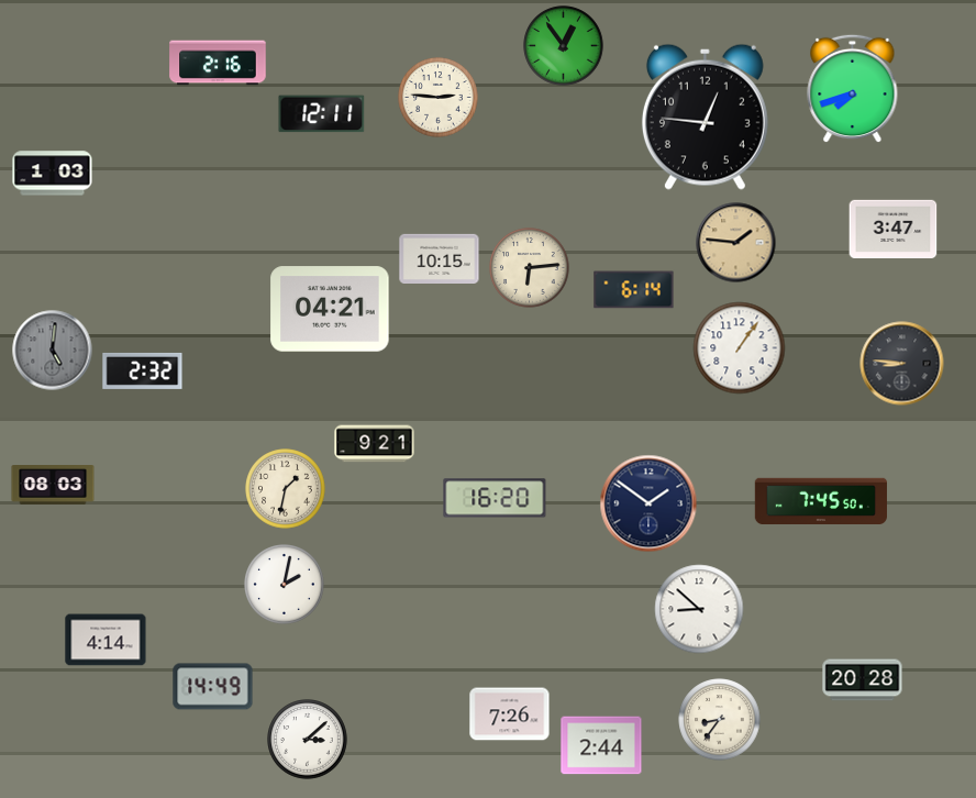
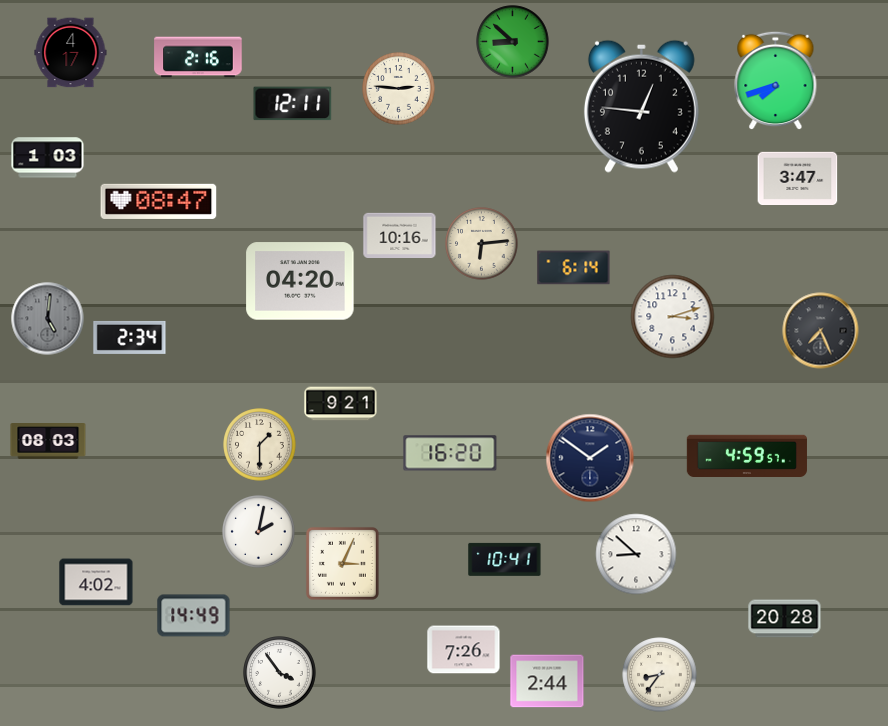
clock at (564, 46): 12:54 -> 8:52
clock at (71, 53): none -> 4:17
clock at (159, 201): none -> 08:47
clock at (894, 229) position: (894, 229) -> (798, 178)
clock at (736, 243): 1:46 -> none
clock at (440, 258): 10:15 -> 10:16
clock at (634, 290) position: (634, 290) -> (574, 268)
clock at (330, 309): 04:21 -> 04:20
clock at (740, 348): 1:06 -> 3:12
clock at (902, 364): 8:46 -> 7:26
clock at (143, 370): 2:32 -> 2:34
clock at (286, 489): 1:32 -> 1:30
clock at (820, 500): 7:45 -> 4:59
clock at (505, 559): none -> 10:41
clock at (342, 563): none -> 3:04
clock at (106, 640): 4:14 -> 4:02
clock at (213, 687) position: (213, 687) -> (194, 616)
clock at (720, 720) position: (720, 720) -> (660, 675)
clock at (308, 740): 3:08 -> 3:54
clock at (601, 745) position: (601, 745) -> (547, 681)
